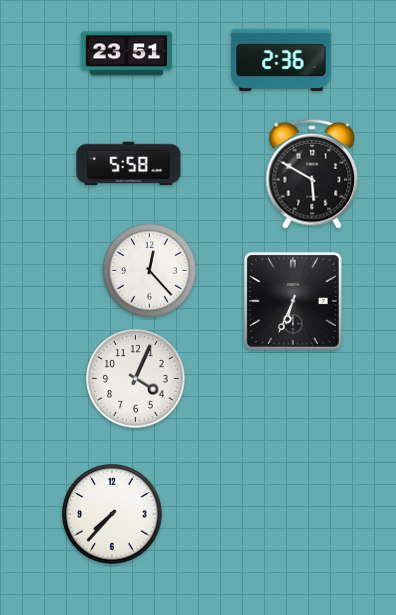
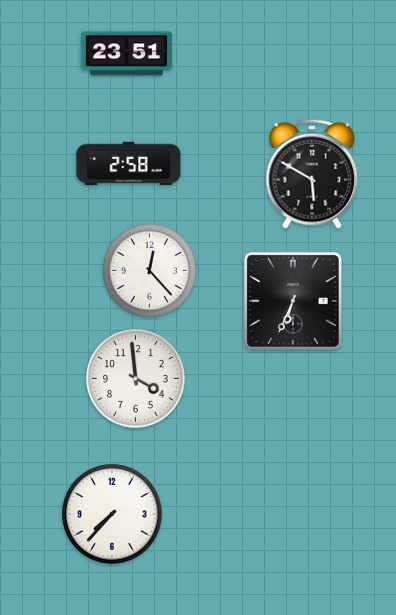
clock at (281, 60): 2:36 -> none
clock at (129, 164): 5:58 -> 2:58
clock at (136, 379): 4:04 -> 3:59
